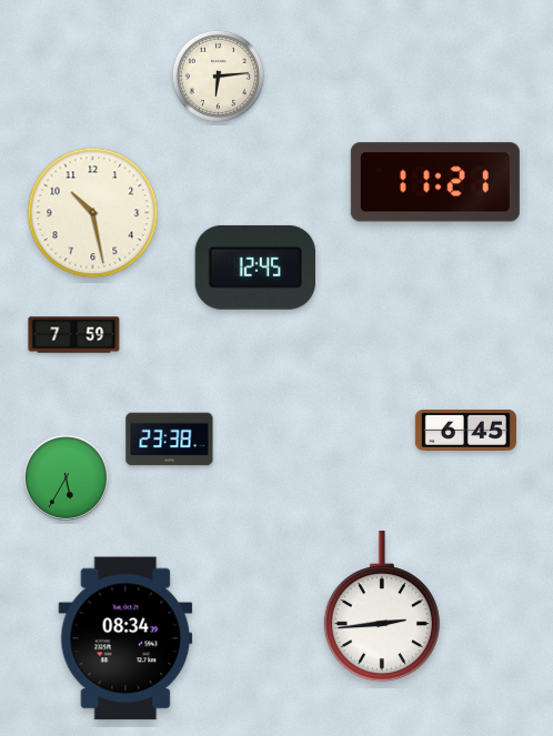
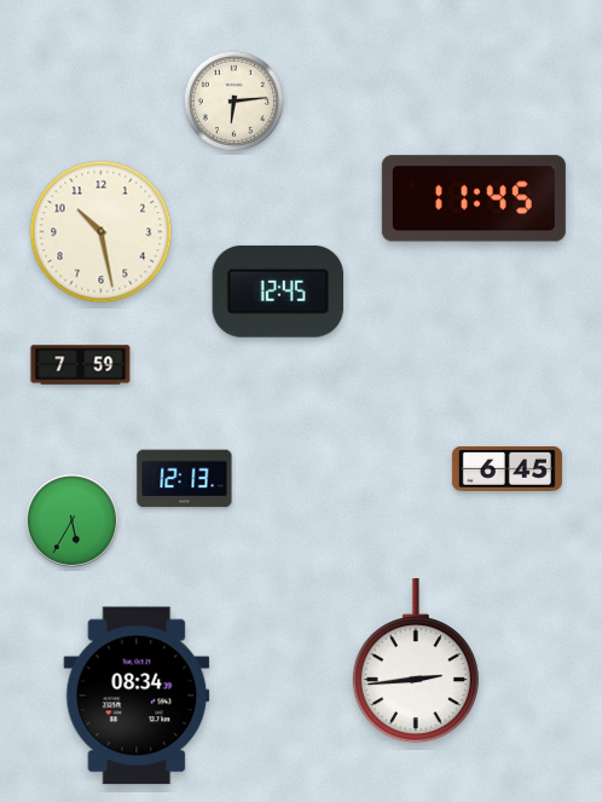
clock at (218, 75) position: (218, 75) -> (233, 100)
clock at (435, 182): 11:21 -> 11:45
clock at (170, 440): 23:38 -> 12:13
